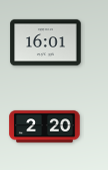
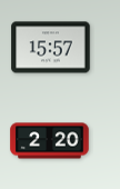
clock at (46, 43): 16:01 -> 15:57
